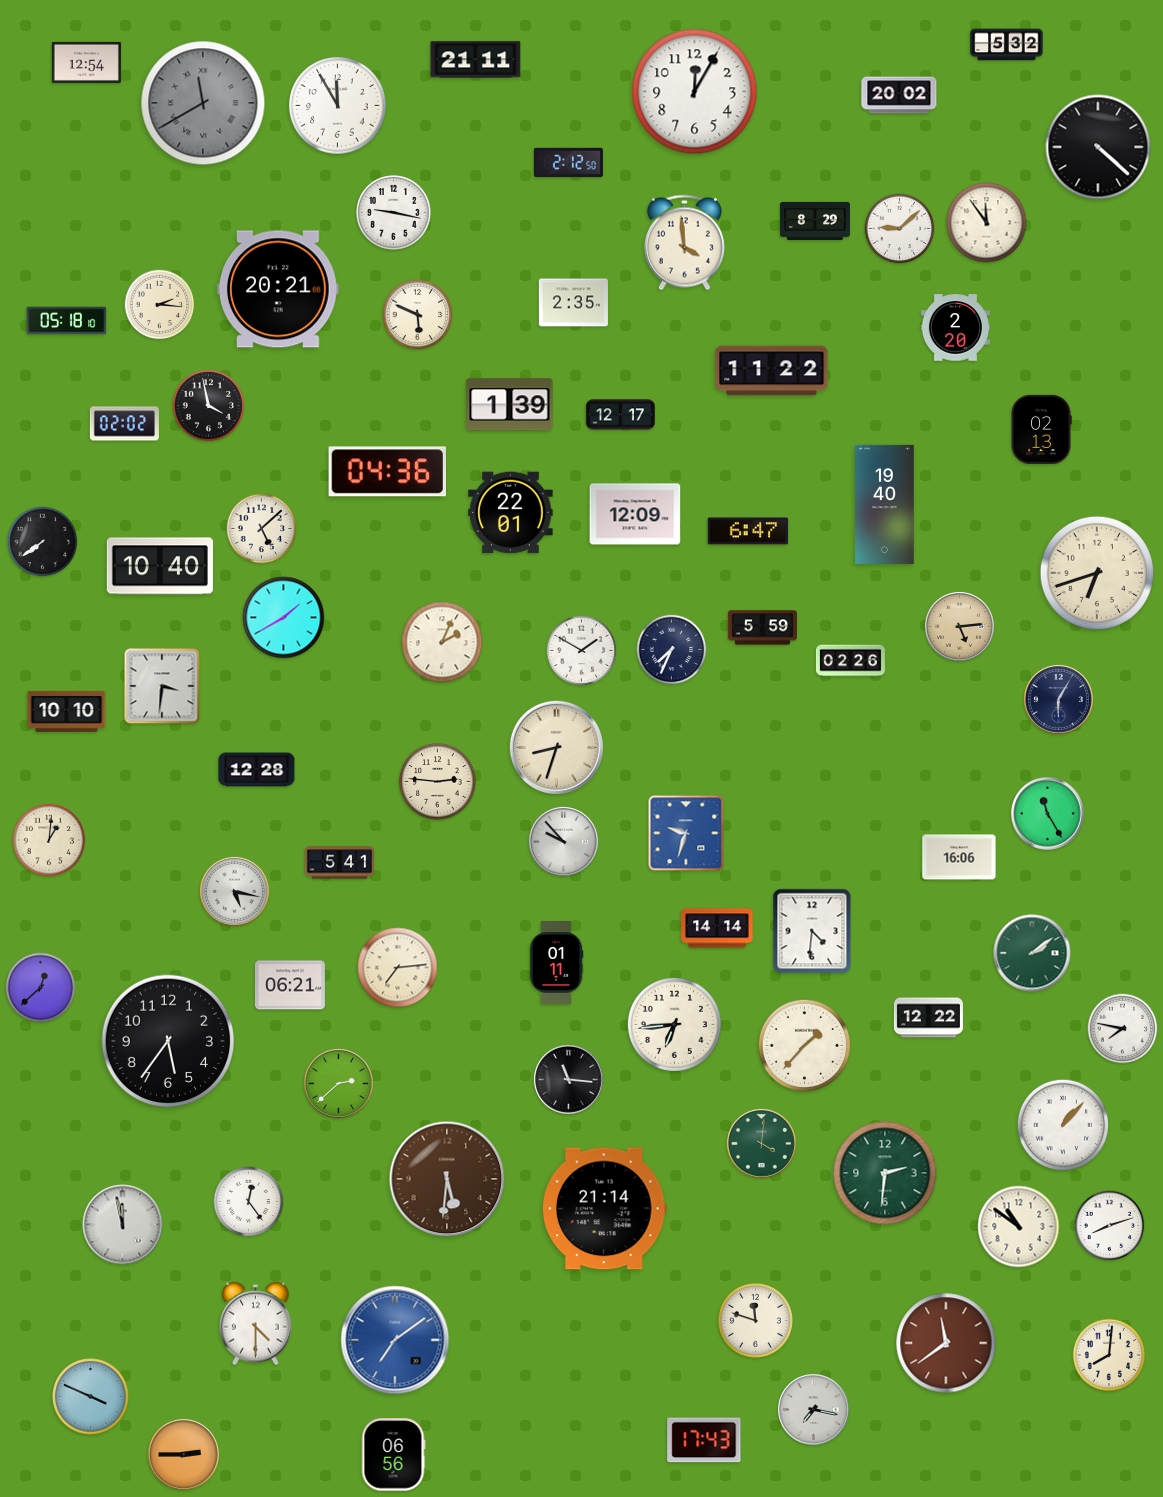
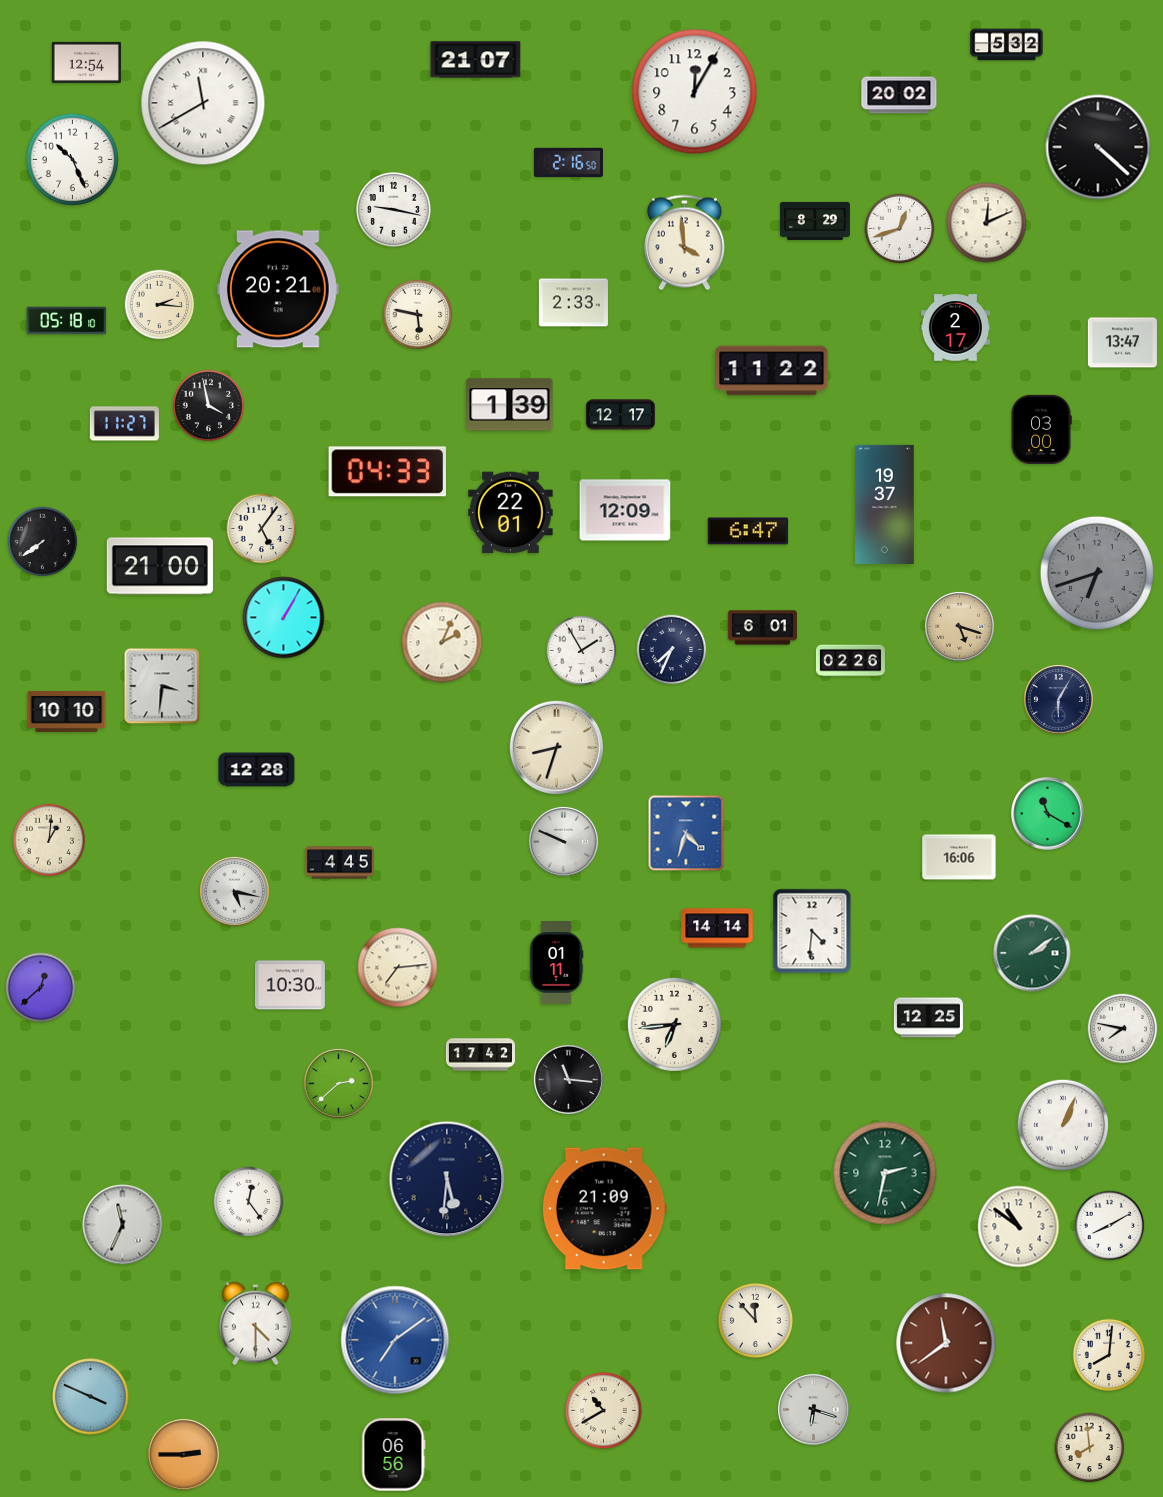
clock at (476, 60): 21:11 -> 21:07
clock at (203, 103) dial: grey -> white
clock at (338, 106): 11:55 -> none
clock at (72, 159): none -> 10:26
clock at (568, 162): 2:12 -> 2:16
clock at (394, 213) position: (394, 213) -> (394, 210)
clock at (987, 223): 11:54 -> 12:11
clock at (900, 229): 9:08 -> 12:42
clock at (573, 303): 2:35 -> 2:33
clock at (418, 315): 5:49 -> 5:47
clock at (955, 328): 2:20 -> 2:17
clock at (1122, 343): none -> 13:47
clock at (124, 424): 02:02 -> 11:27
clock at (1041, 429): 02:13 -> 03:00
clock at (388, 472): 04:36 -> 04:33
clock at (885, 504): 19:40 -> 19:37
clock at (635, 514) position: (635, 514) -> (625, 510)
clock at (262, 529): 5:08 -> 5:06
clock at (160, 566): 10:40 -> 21:00
clock at (1097, 573) dial: cream -> grey
clock at (284, 618): 1:40 -> 1:05
clock at (959, 626): 5:14 -> 5:18
clock at (762, 628): 5:59 -> 6:01
clock at (582, 651): 1:50 -> 1:55
clock at (438, 782): 2:46 -> none
clock at (1048, 814): 11:25 -> 11:20
clock at (686, 833): 9:33 -> 4:33
clock at (563, 841): 9:53 -> 9:49
clock at (339, 863): 5:41 -> 4:45
clock at (290, 985): 06:21 -> 10:30
clock at (928, 1018): 12:22 -> 12:25
clock at (167, 1040): 5:36 -> none
clock at (804, 1045): 1:37 -> none
clock at (480, 1055): none -> 17:42
clock at (1063, 1125): 1:07 -> 1:04
clock at (761, 1143): 4:01 -> none
clock at (885, 1173): 2:31 -> 2:32
clock at (447, 1179) dial: brown -> navy
clock at (604, 1209): 21:14 -> 21:09
clock at (123, 1225): 11:58 -> 11:34
clock at (1110, 1226): 8:12 -> 8:10
clock at (756, 1321): 11:48 -> 11:53
clock at (814, 1410): 7:17 -> 6:18
clock at (604, 1411): none -> 10:40
clock at (704, 1440): 17:43 -> none
clock at (1090, 1448): none -> 7:59
